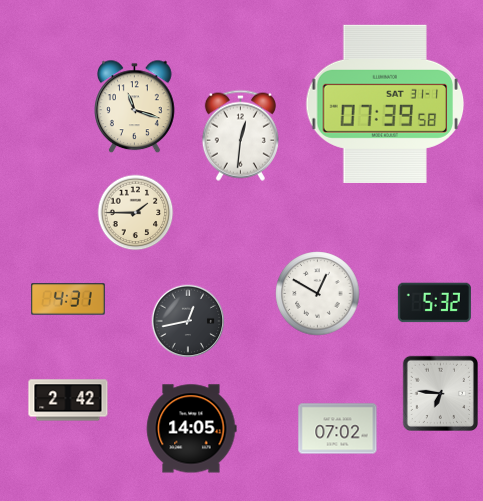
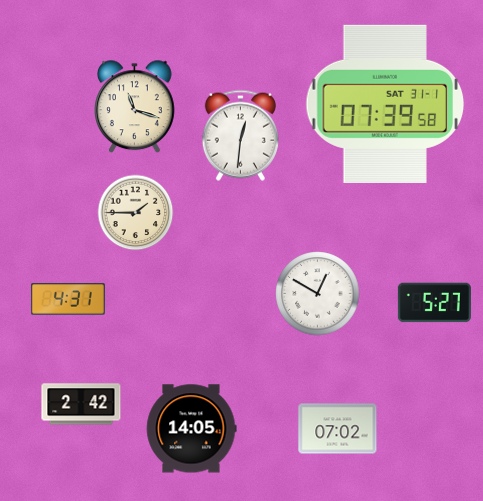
clock at (434, 303): 5:32 -> 5:27
clock at (188, 321): 12:43 -> none
clock at (440, 393): 6:46 -> none
clock at (68, 400) position: (68, 400) -> (81, 404)
